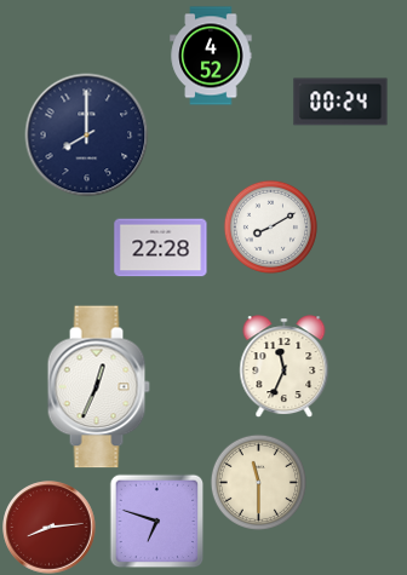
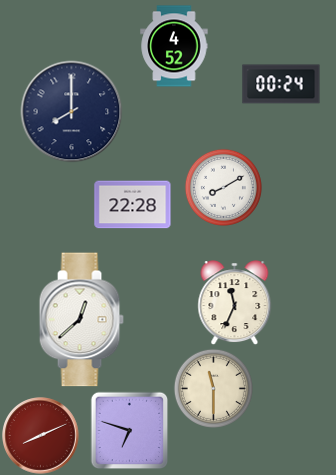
clock at (98, 387): 12:34 -> 12:38
clock at (258, 482) position: (258, 482) -> (213, 388)
clock at (50, 528): 8:14 -> 8:11
